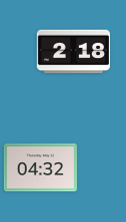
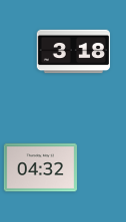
clock at (73, 52): 2:18 -> 3:18
